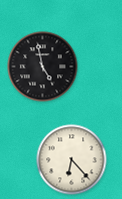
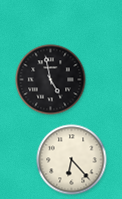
clock at (43, 67) position: (43, 67) -> (51, 80)
